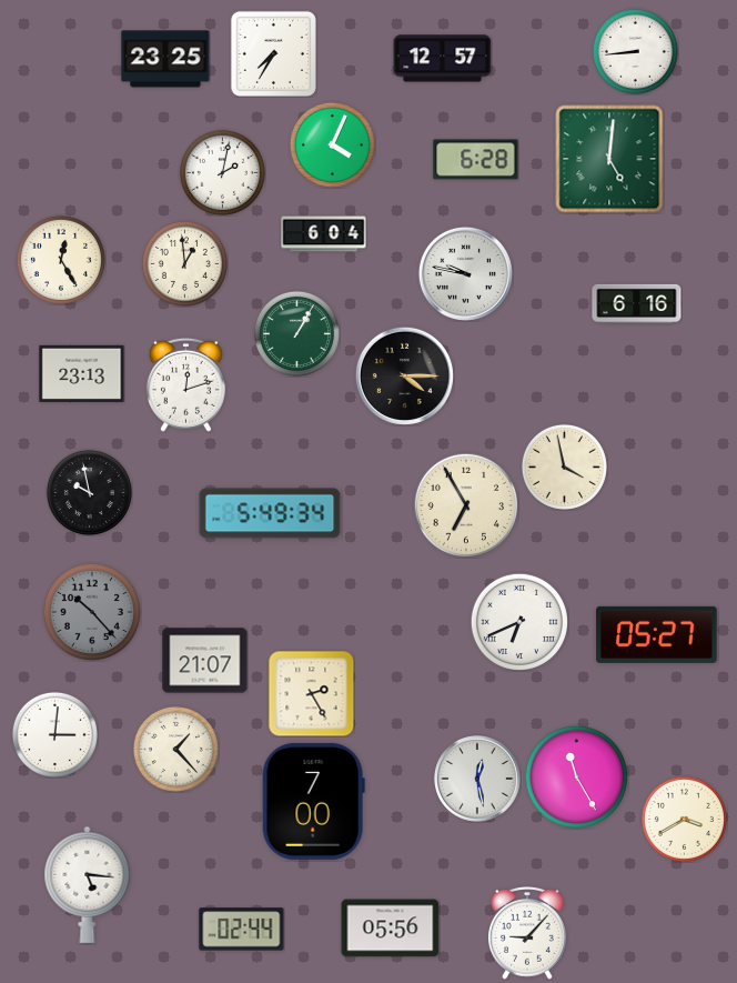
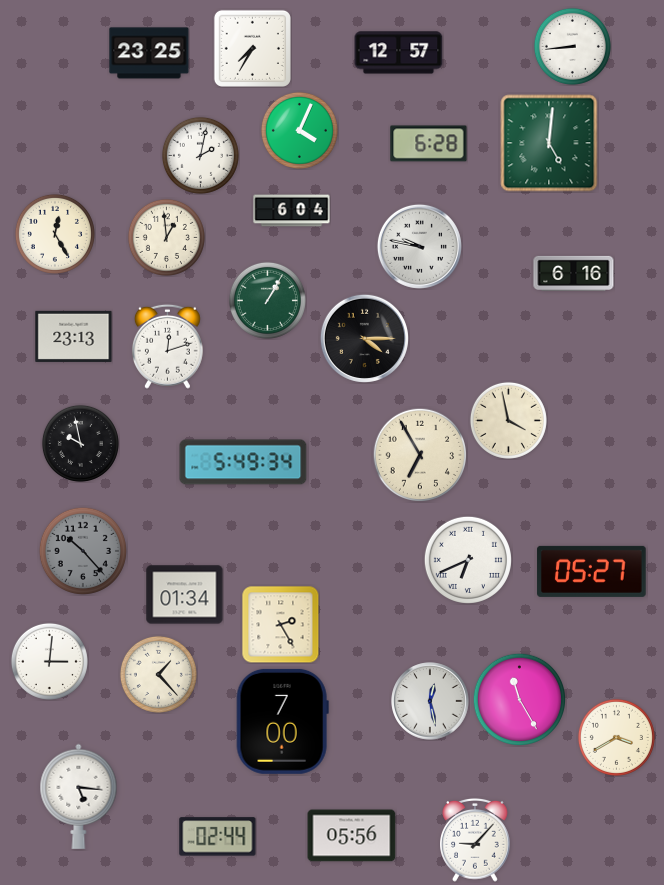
clock at (273, 53) position: (273, 53) -> (252, 48)
clock at (205, 661): 21:07 -> 01:34
